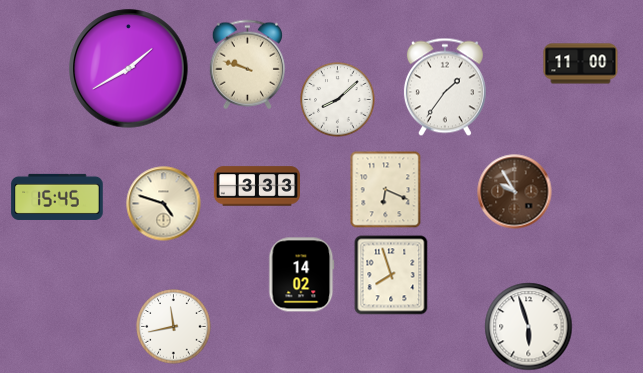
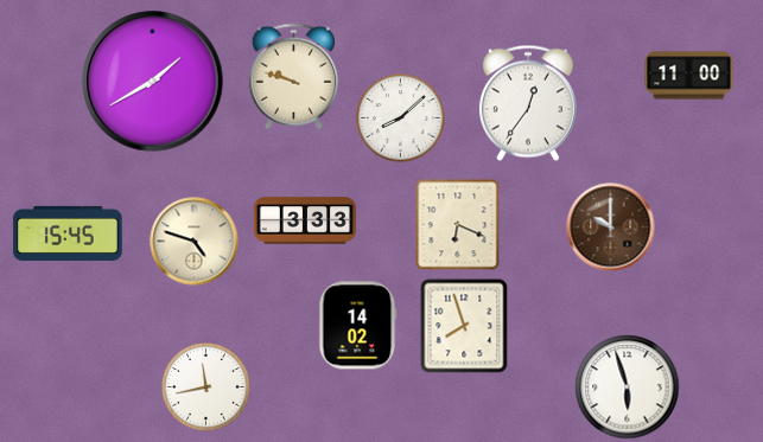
clock at (445, 87): 1:36 -> 12:36
clock at (515, 192): 9:55 -> 10:00
